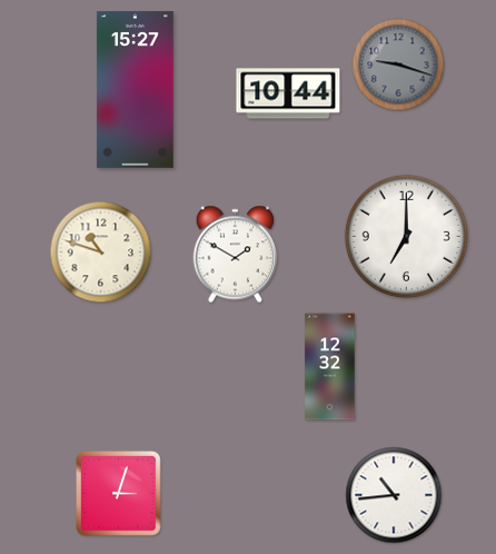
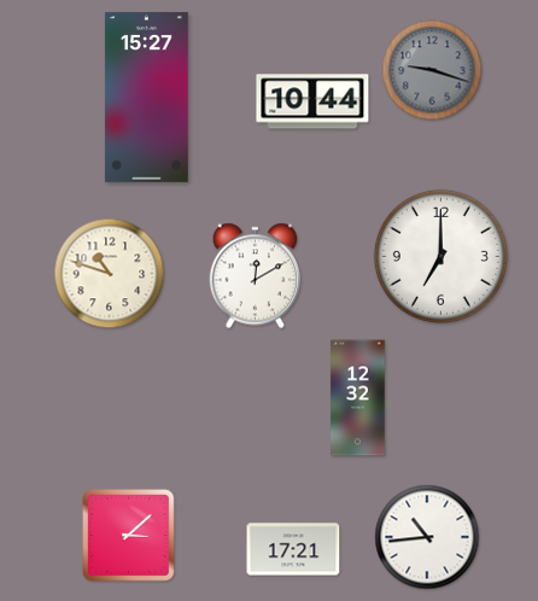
clock at (236, 255): 1:50 -> 12:10
clock at (119, 494): 3:03 -> 3:08
clock at (293, 549): none -> 17:21
